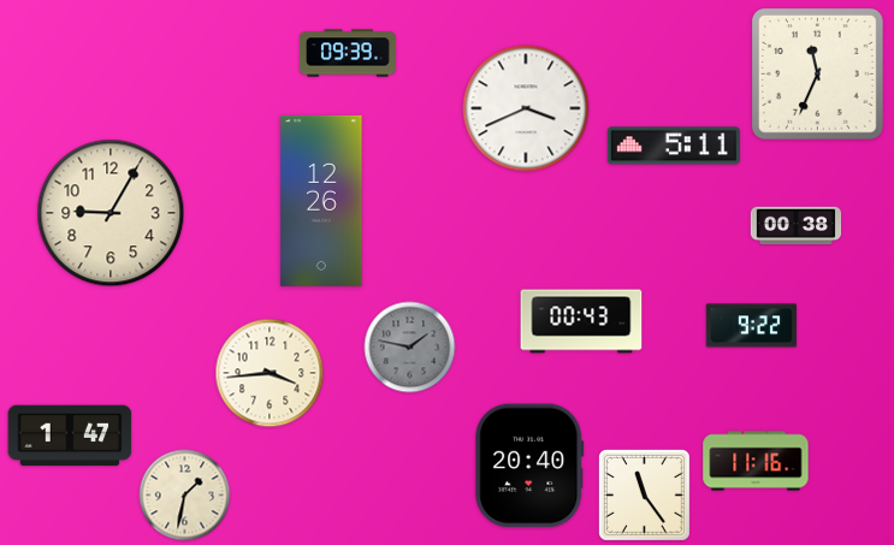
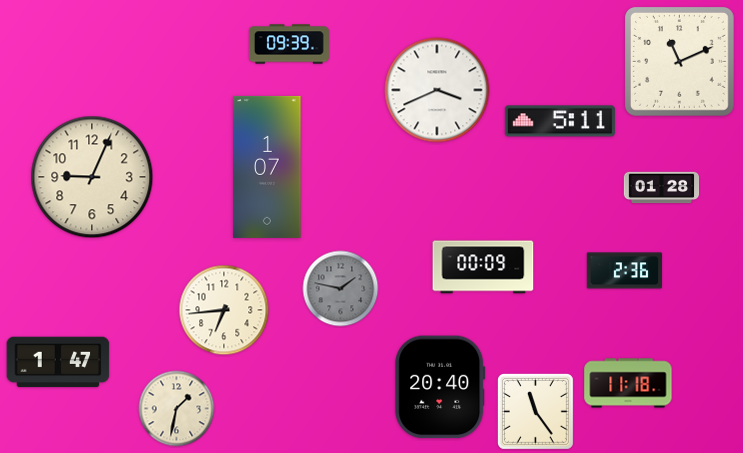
clock at (818, 75): 11:34 -> 11:11
clock at (321, 201): 12:26 -> 1:07
clock at (111, 213): 9:05 -> 9:04
clock at (797, 226): 00:38 -> 01:28
clock at (581, 321): 00:43 -> 00:09
clock at (752, 326): 9:22 -> 2:36
clock at (270, 373): 3:44 -> 6:44
clock at (756, 461): 11:16 -> 11:18
clock at (185, 496) position: (185, 496) -> (177, 409)
